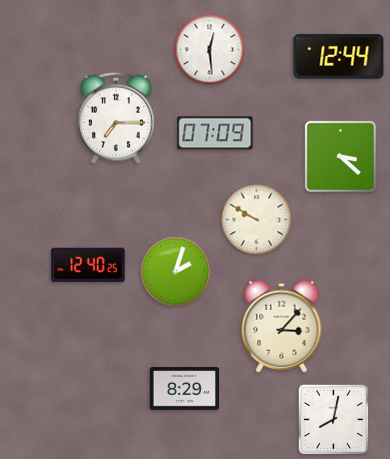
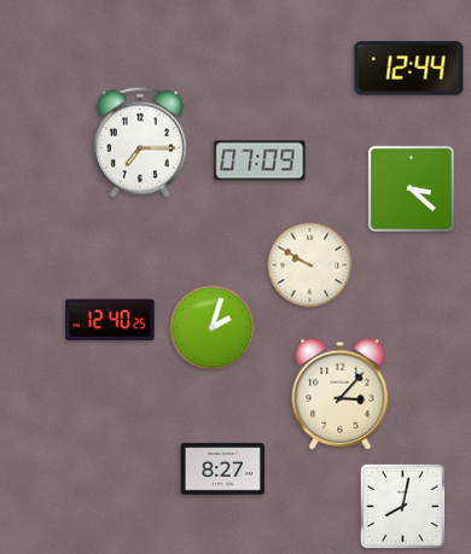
clock at (210, 50): 12:29 -> none
clock at (88, 265) position: (88, 265) -> (110, 320)
clock at (185, 389): 8:29 -> 8:27
